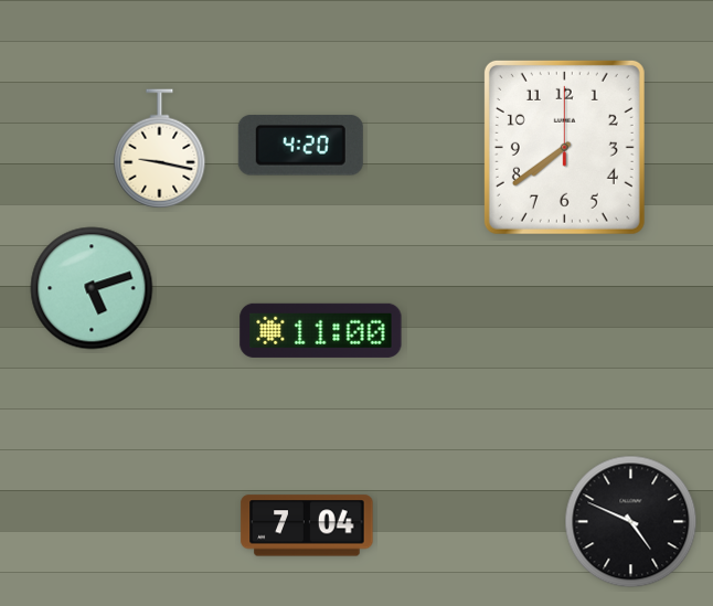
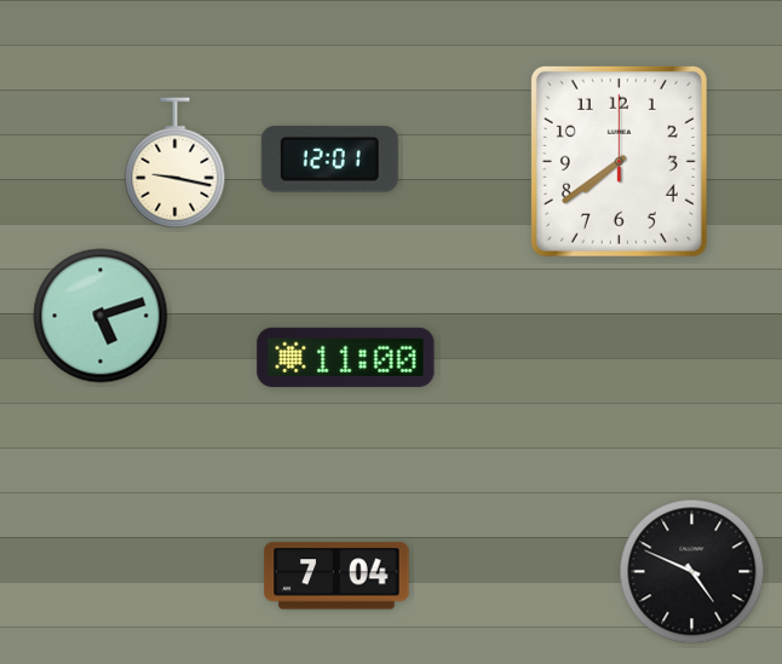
clock at (300, 146): 4:20 -> 12:01
clock at (321, 330) position: (321, 330) -> (346, 357)
